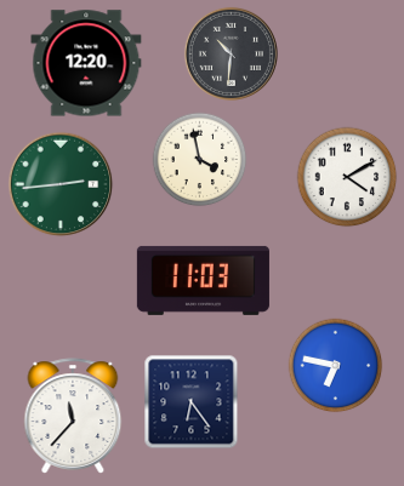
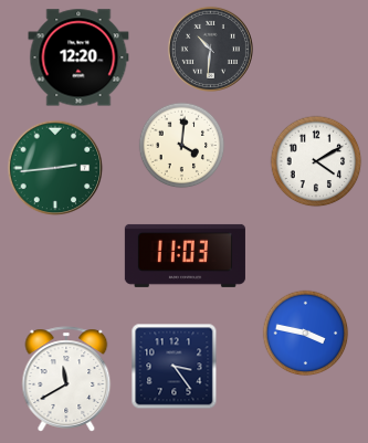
clock at (199, 159): 3:58 -> 4:01
clock at (335, 365): 6:47 -> 3:47
clock at (190, 401): 6:24 -> 3:24
clock at (73, 416): 11:37 -> 11:40
